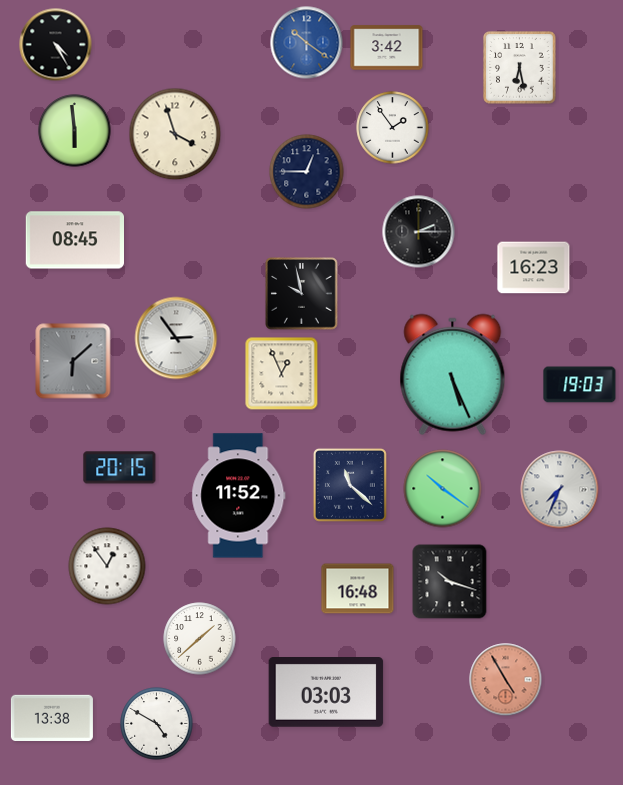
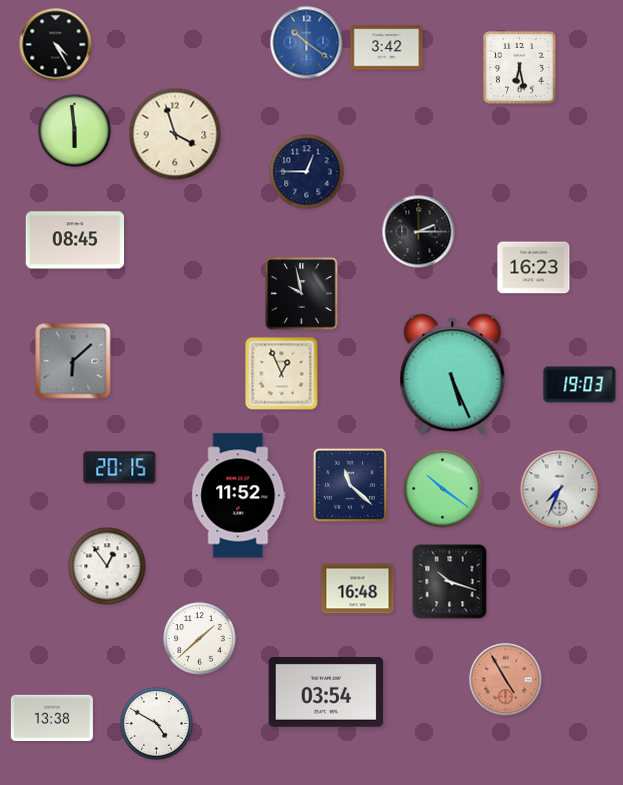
clock at (393, 128): 1:54 -> none
clock at (176, 338): 2:54 -> none
clock at (326, 693): 03:03 -> 03:54
